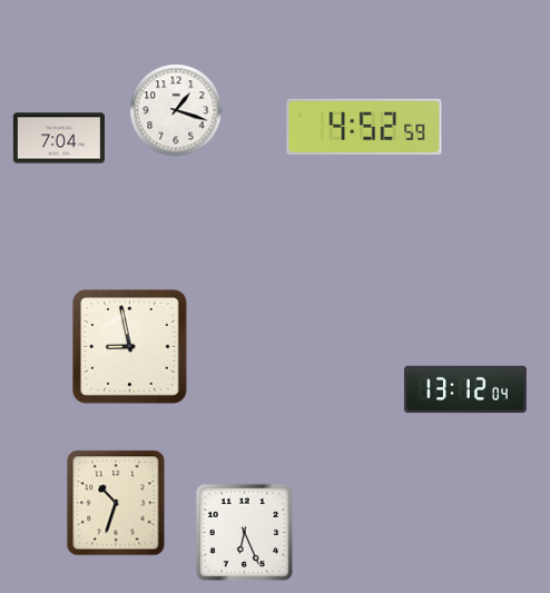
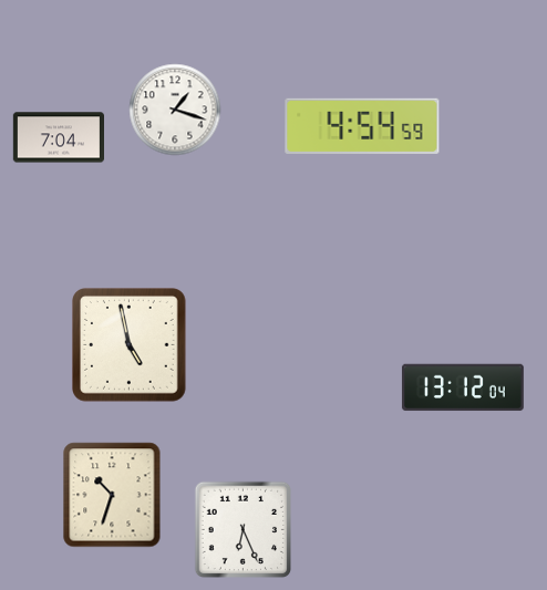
clock at (364, 126): 4:52 -> 4:54
clock at (130, 347): 8:58 -> 4:58
clock at (116, 503) position: (116, 503) -> (112, 495)
